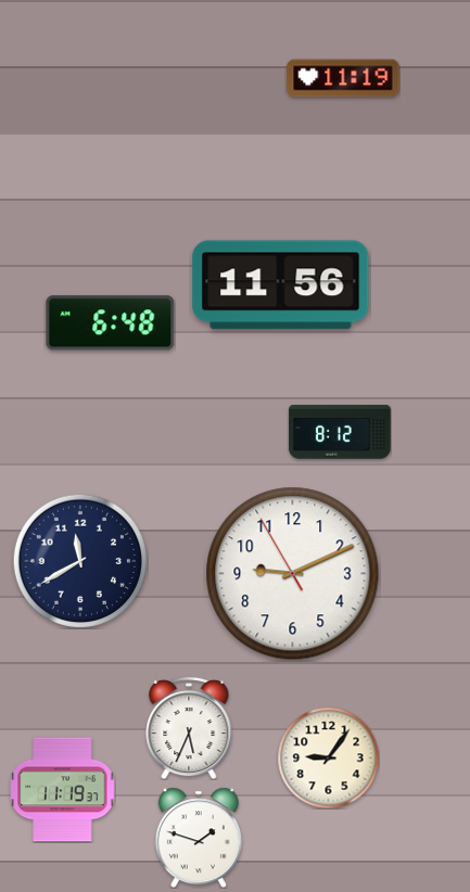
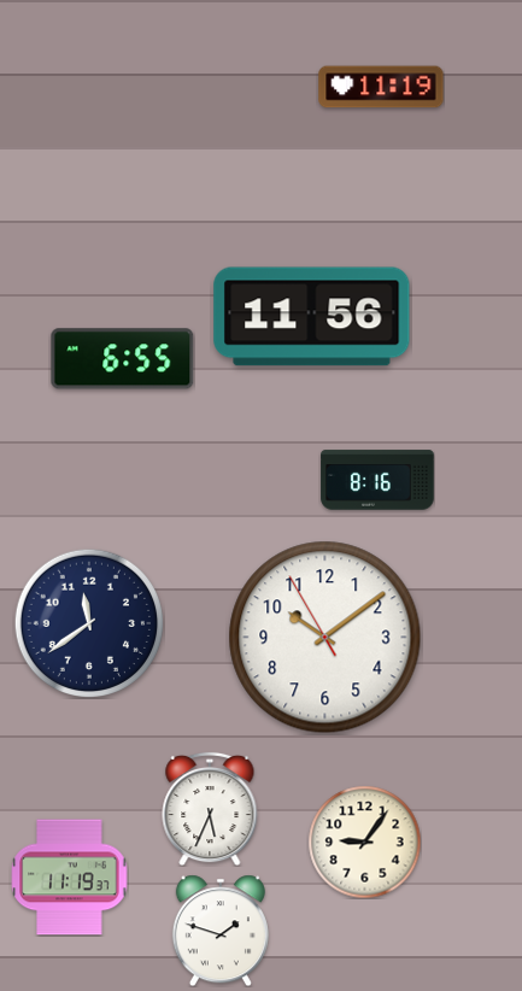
clock at (111, 323): 6:48 -> 6:55
clock at (340, 432): 8:12 -> 8:16
clock at (79, 560): 11:40 -> 11:39
clock at (293, 574): 9:10 -> 10:08
